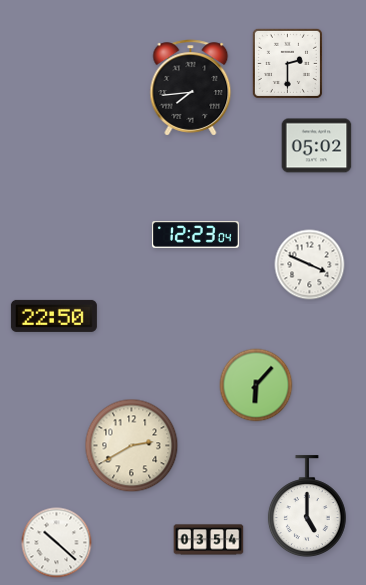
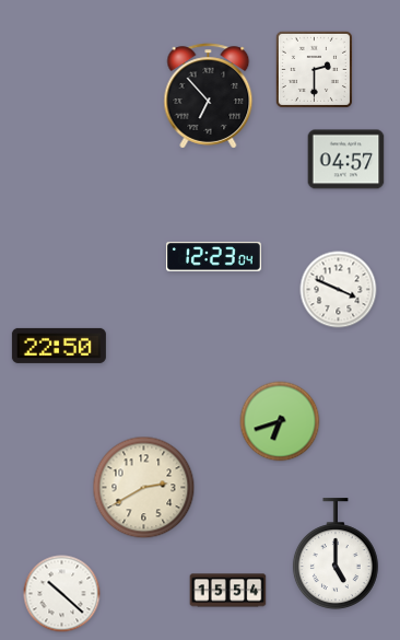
clock at (191, 88): 7:44 -> 6:53
clock at (317, 146): 05:02 -> 04:57
clock at (256, 385): 6:07 -> 6:42
clock at (209, 540): 03:54 -> 15:54
